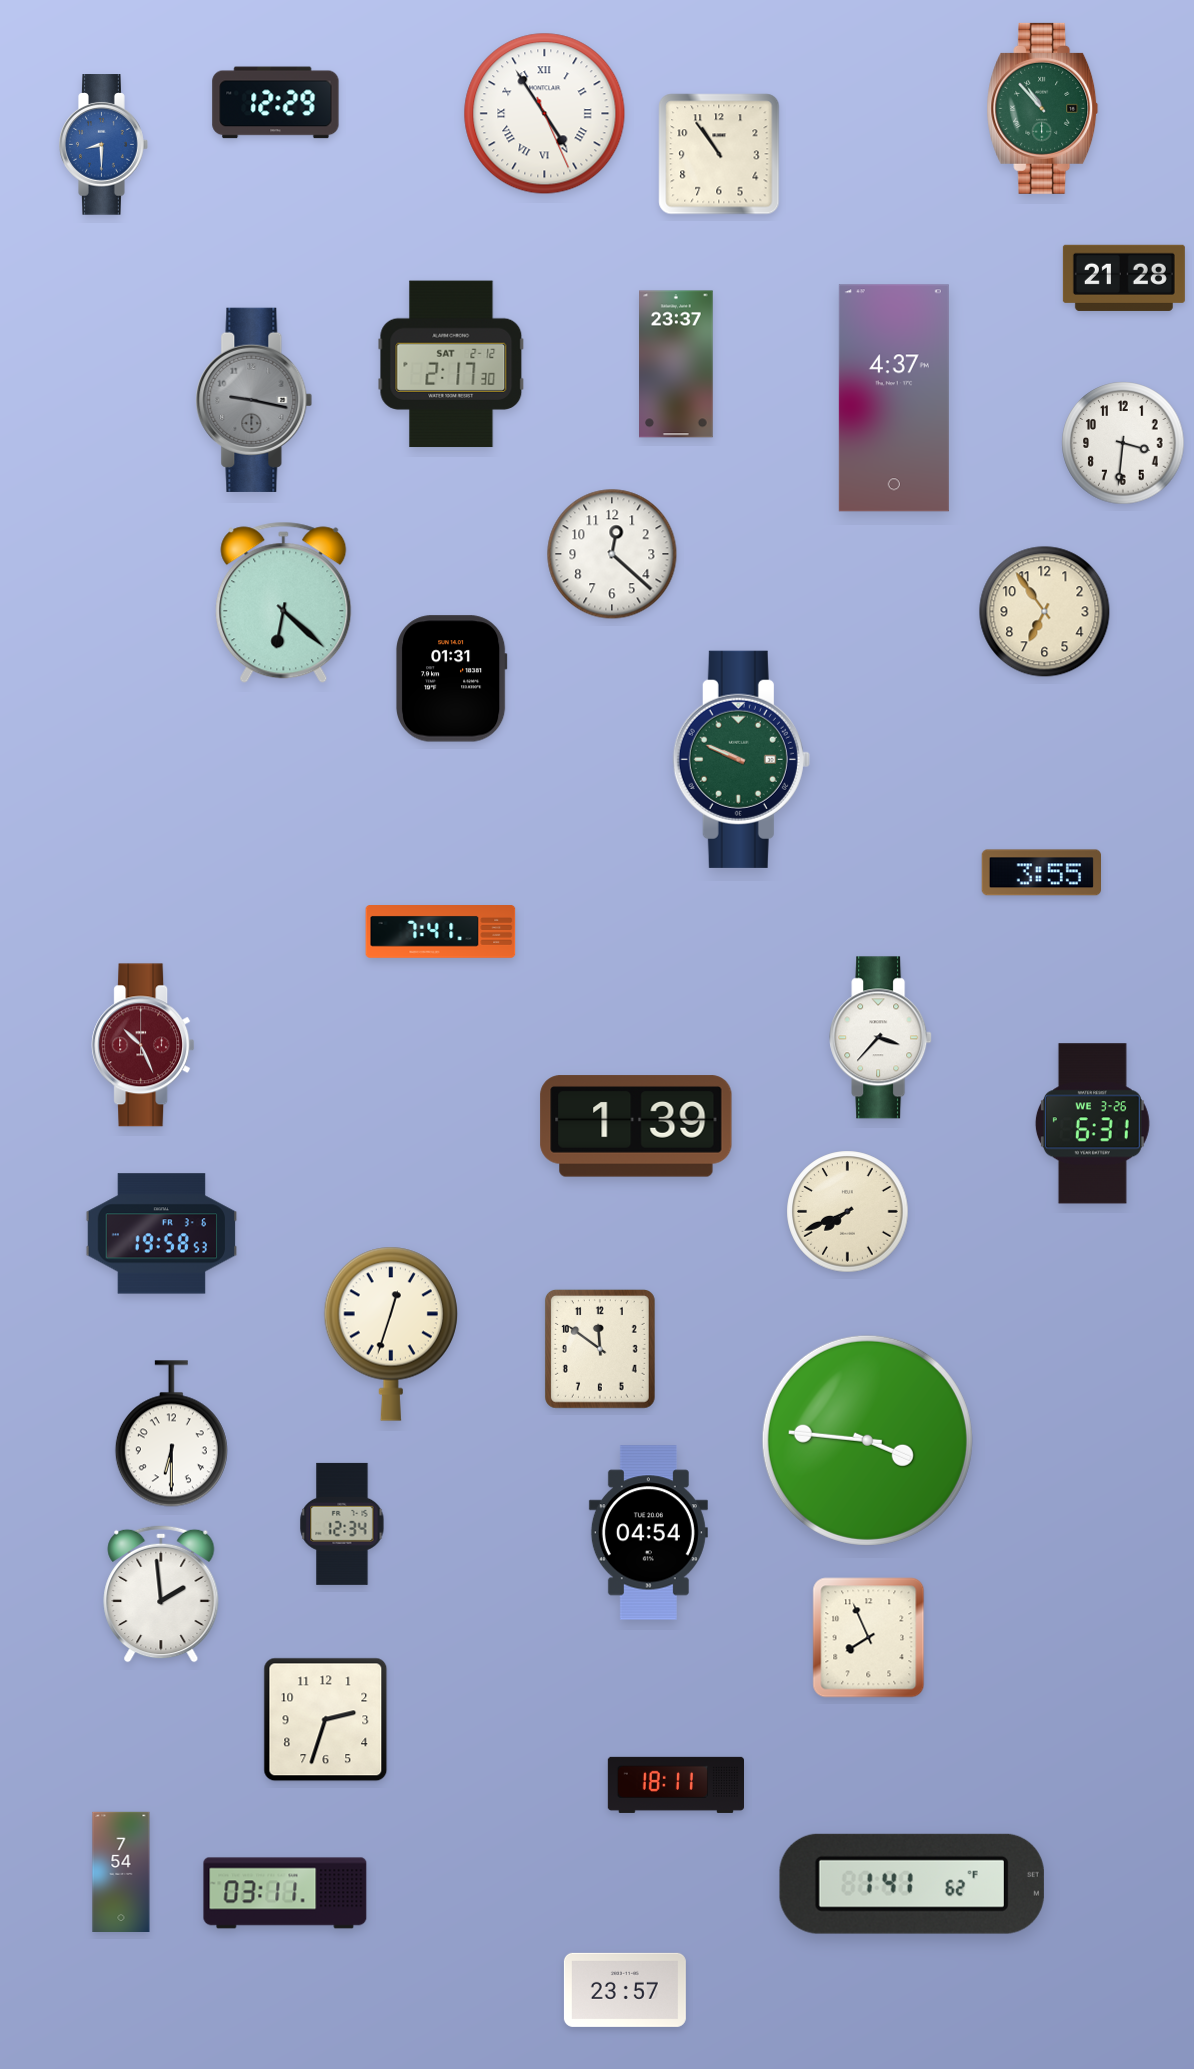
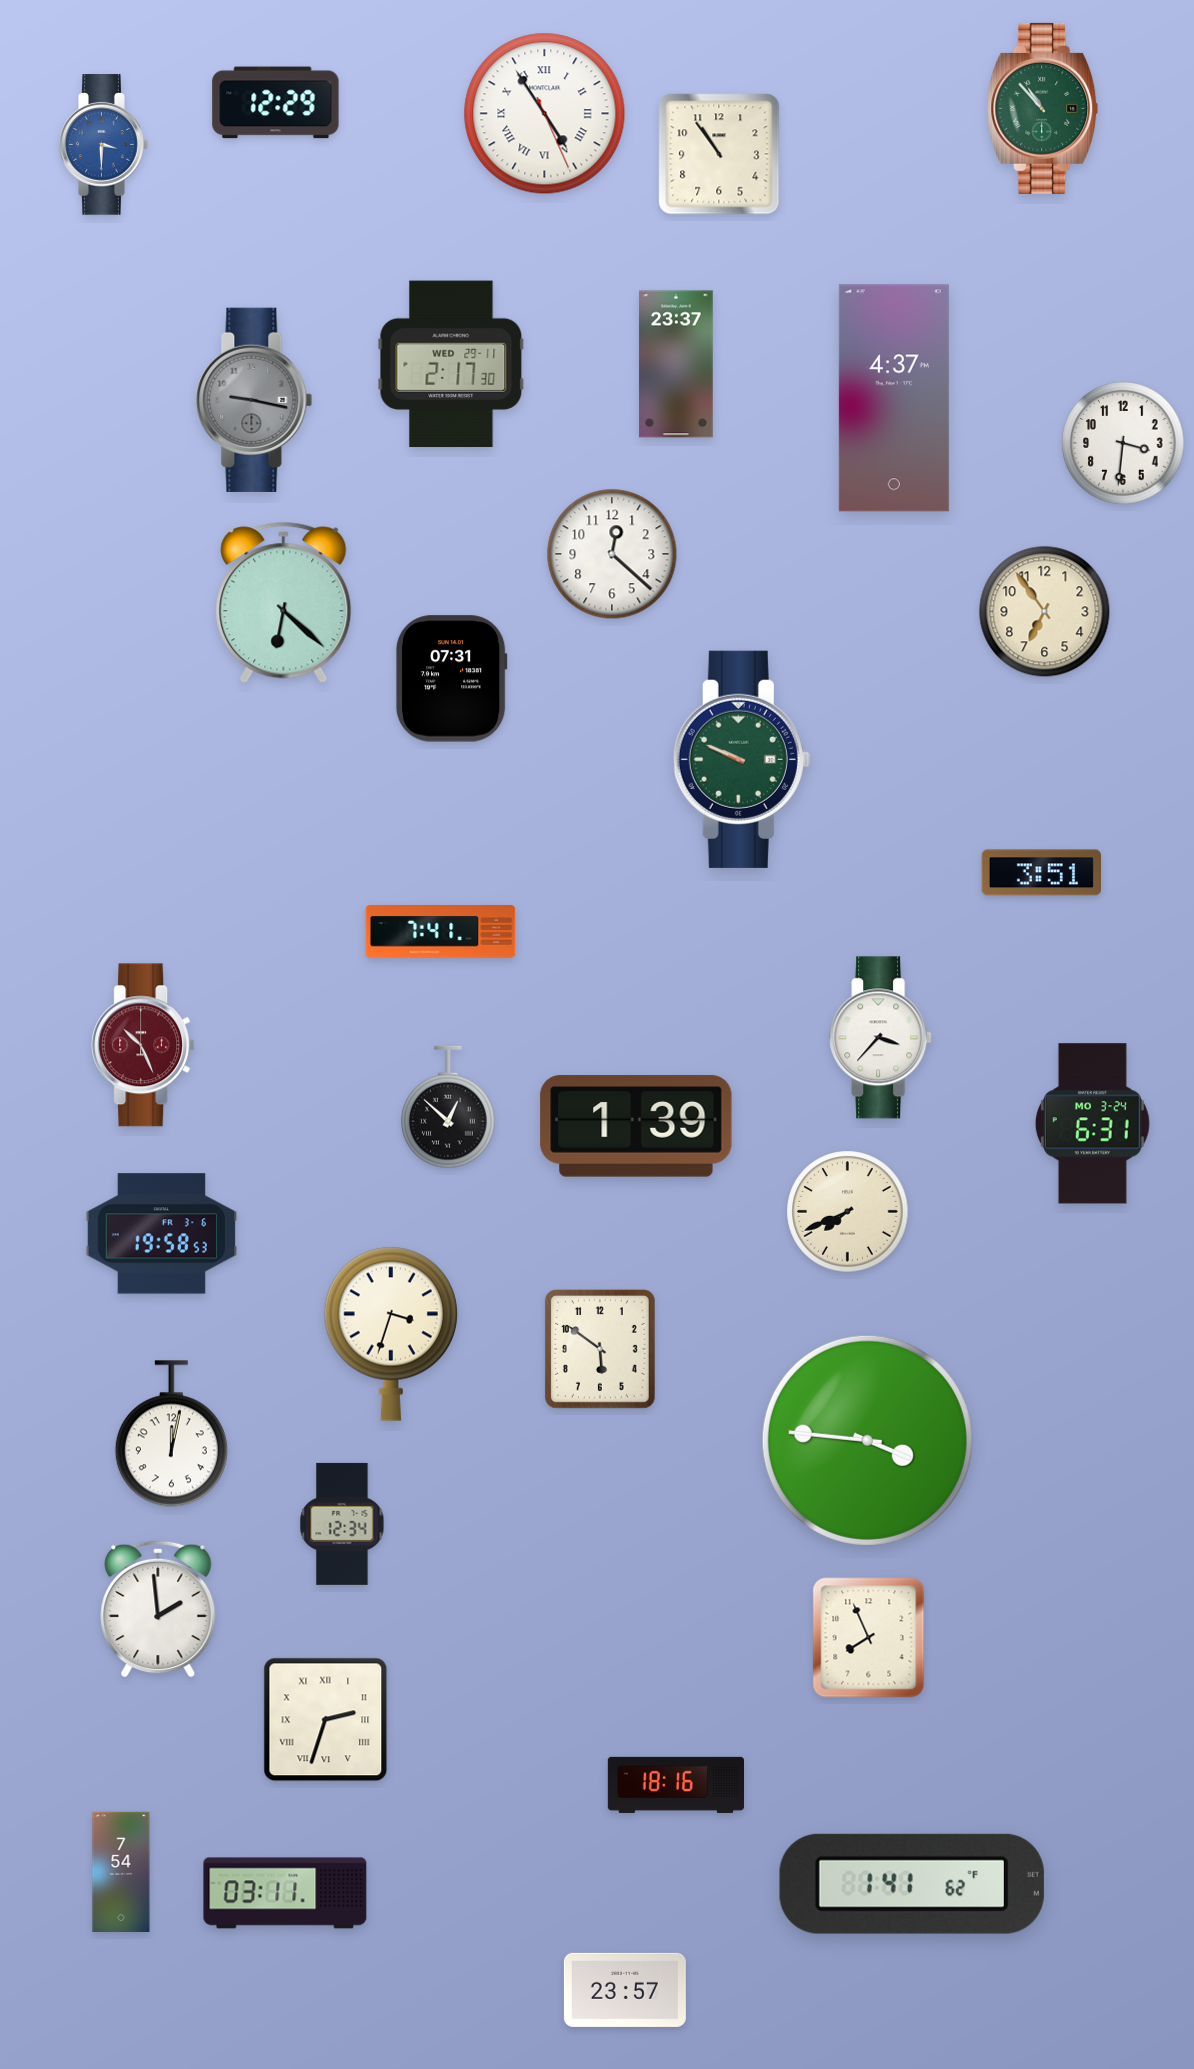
clock at (104, 145): 8:30 -> 3:30
clock at (1124, 278): 21:28 -> none
clock at (451, 364) date: SAT 2-12 -> WED 29-11
clock at (451, 679): 01:31 -> 07:31
clock at (1041, 873): 3:55 -> 3:51
clock at (448, 1107): none -> 12:52
clock at (1092, 1124) date: WE 3-26 -> MO 3-24
clock at (391, 1334): 12:33 -> 3:33
clock at (600, 1349): 11:51 -> 5:51
clock at (171, 1434): 6:30 -> 12:02
clock at (648, 1533): 04:54 -> none
clock at (161, 1594) position: (161, 1594) -> (158, 1609)
clock at (326, 1720) numerals: Arabic -> Roman
clock at (675, 1785): 18:11 -> 18:16
